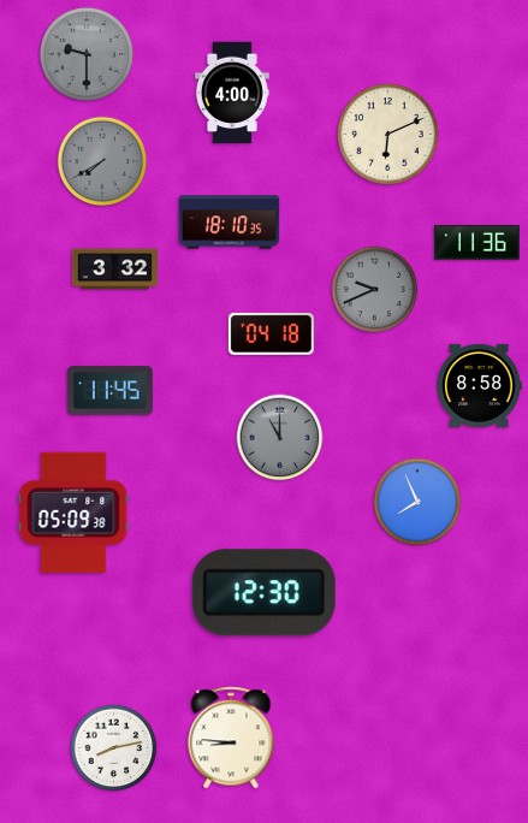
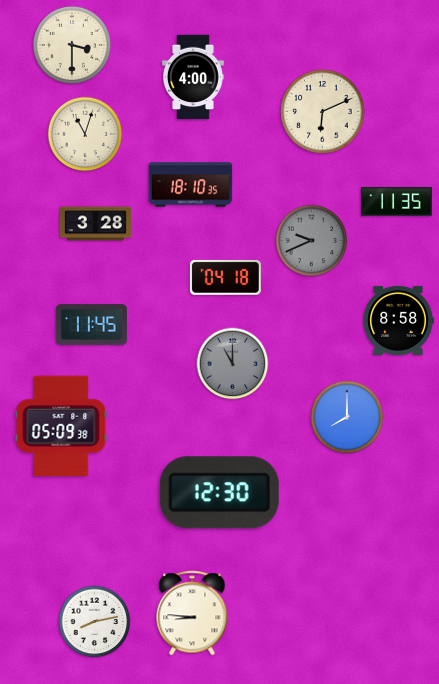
clock at (87, 54): 9:30 -> 3:30
clock at (87, 54) dial: grey -> cream
clock at (102, 161): 7:40 -> 11:03
clock at (102, 161) dial: grey -> cream
clock at (476, 243): 11:36 -> 11:35
clock at (114, 270): 3:32 -> 3:28
clock at (417, 502): 7:56 -> 8:00
